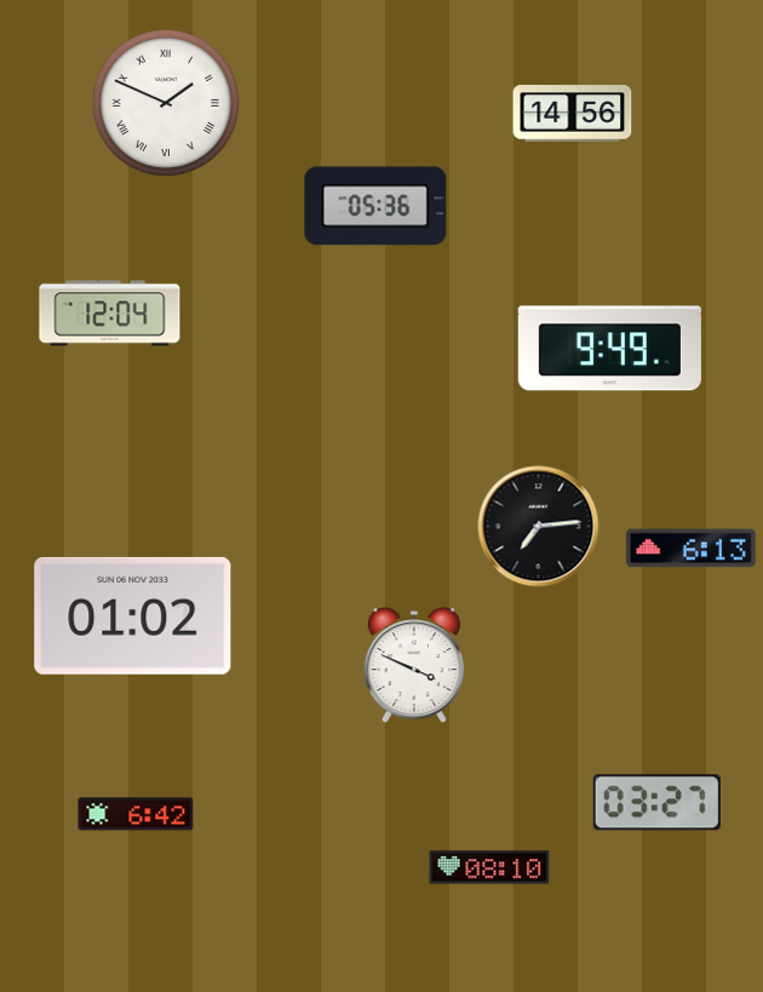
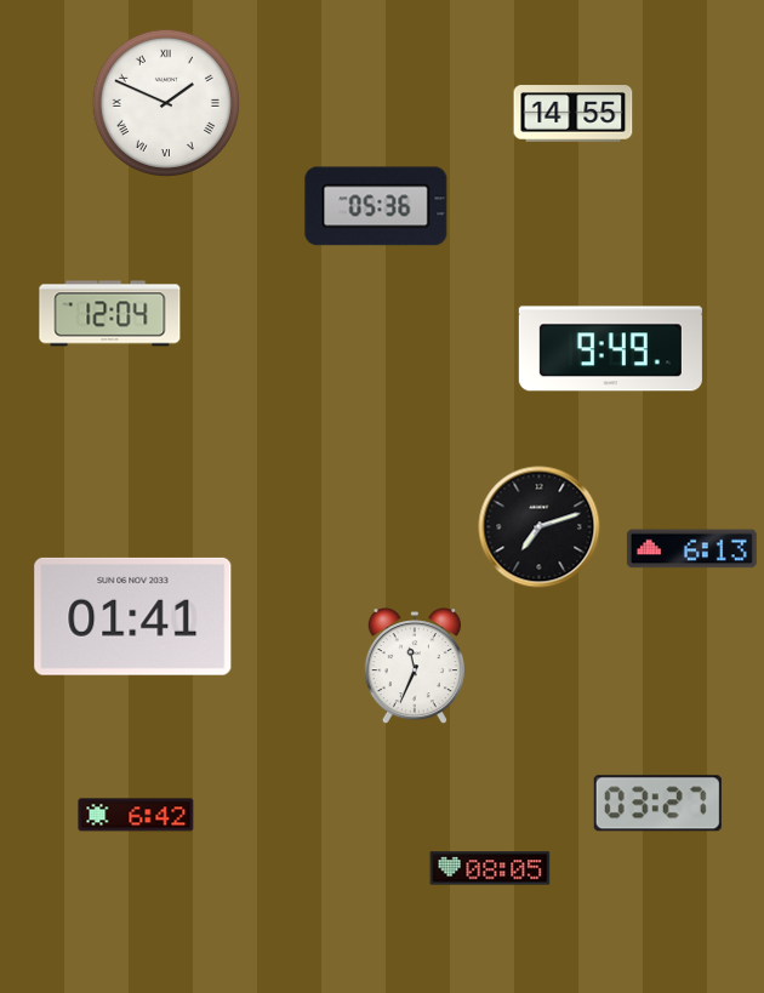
clock at (573, 114): 14:56 -> 14:55
clock at (539, 527): 7:14 -> 7:12
clock at (133, 615): 01:02 -> 01:41
clock at (414, 666): 3:49 -> 11:34
clock at (489, 867): 08:10 -> 08:05
